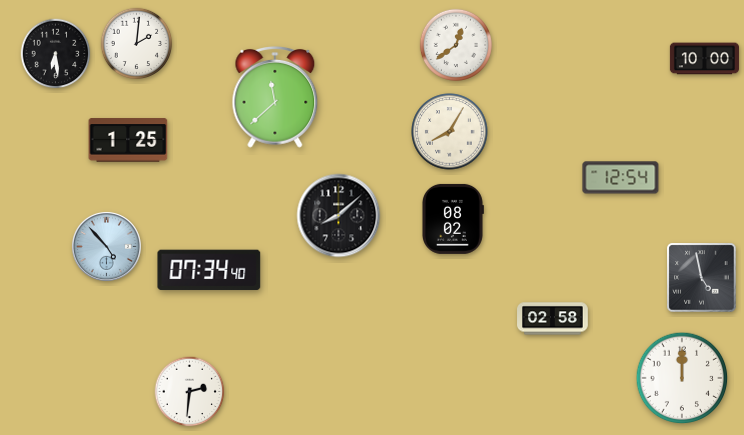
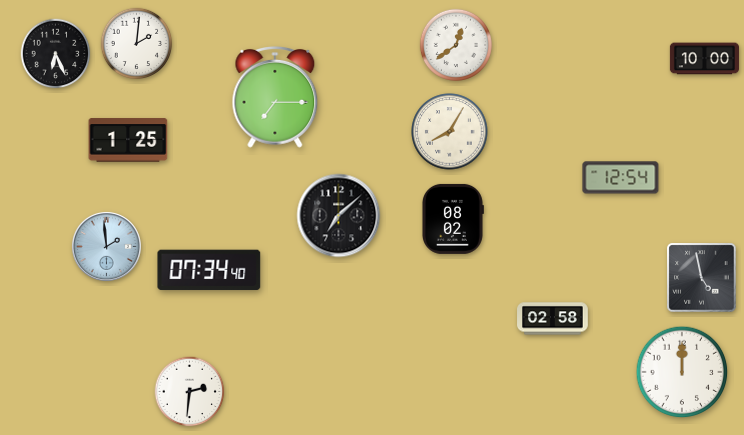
clock at (56, 54): 6:29 -> 6:26
clock at (275, 98): 11:38 -> 7:15
clock at (339, 216): 8:08 -> 7:08
clock at (106, 246): 4:53 -> 1:59
clock at (682, 378) position: (682, 378) -> (682, 372)
